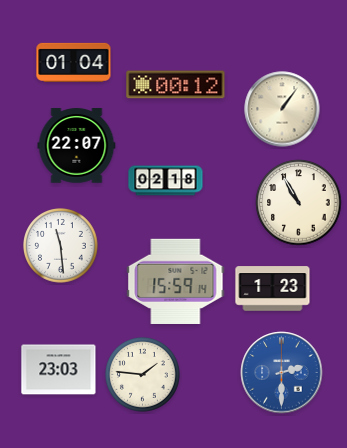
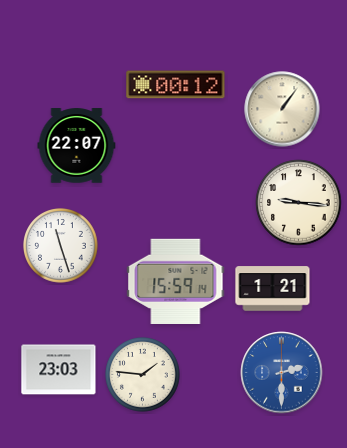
clock at (74, 62): 01:04 -> none
clock at (166, 181): 02:18 -> none
clock at (299, 203): 10:55 -> 9:16
clock at (61, 246): 11:29 -> 11:27
clock at (273, 289): 1:23 -> 1:21
